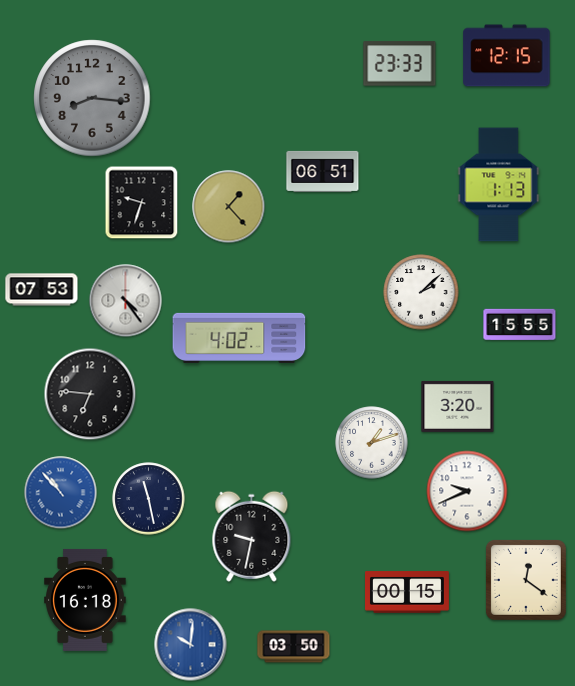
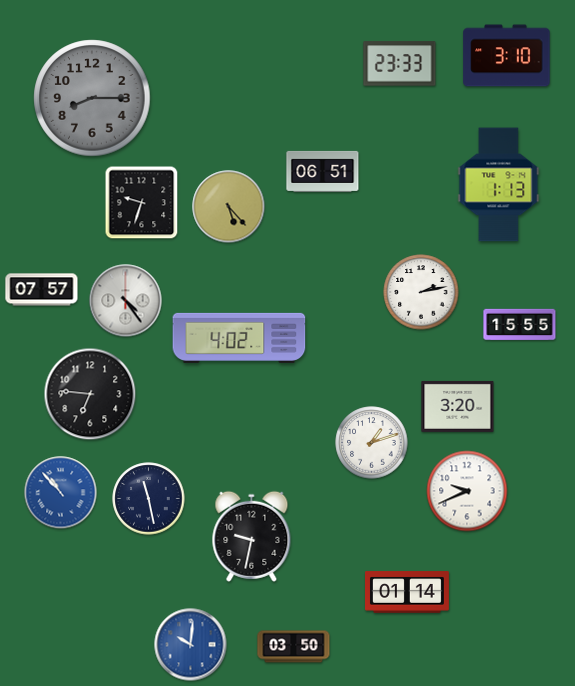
clock at (507, 56): 12:15 -> 3:10
clock at (92, 98): 8:16 -> 8:15
clock at (229, 207): 1:23 -> 5:23
clock at (42, 290): 07:53 -> 07:57
clock at (421, 292): 2:08 -> 2:13
clock at (526, 580): 12:21 -> none
clock at (408, 592): 00:15 -> 01:14
clock at (85, 600): 16:18 -> none
